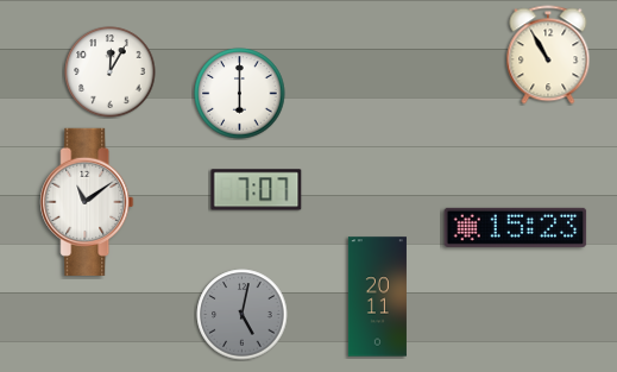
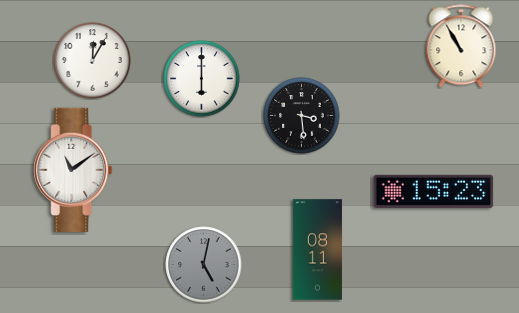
clock at (302, 116): none -> 3:29
clock at (257, 190): 7:07 -> none
clock at (377, 297): 20:11 -> 08:11
